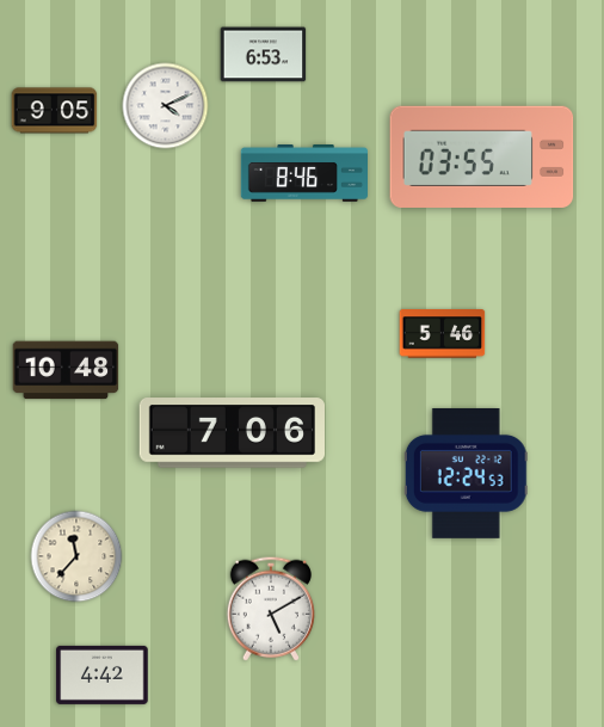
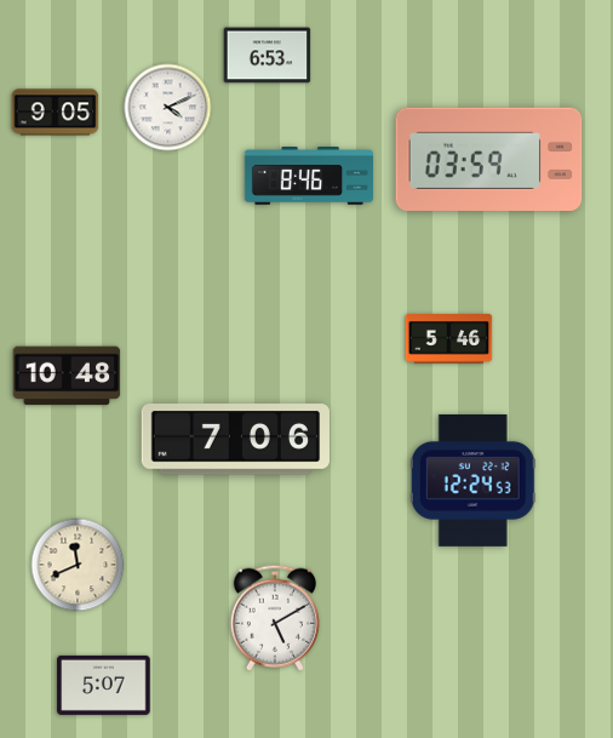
clock at (482, 156): 03:55 -> 03:59
clock at (76, 556): 11:37 -> 11:41
clock at (103, 674): 4:42 -> 5:07
